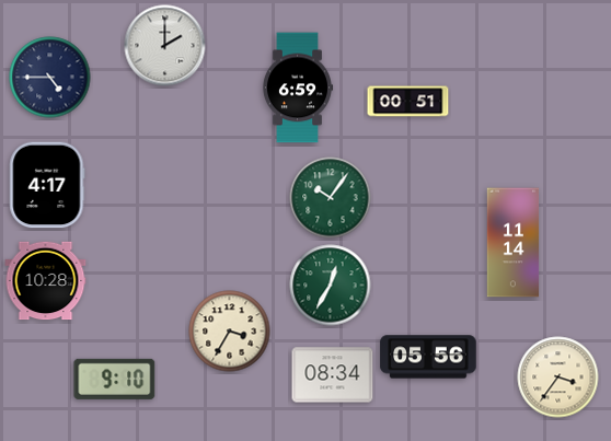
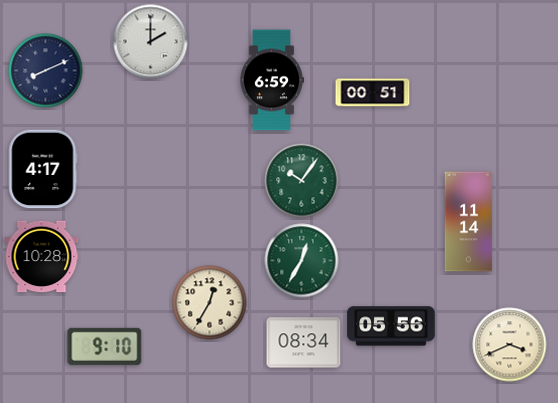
clock at (50, 78): 4:45 -> 8:11
clock at (230, 332): 3:35 -> 12:35
clock at (558, 378): 3:36 -> 3:41
